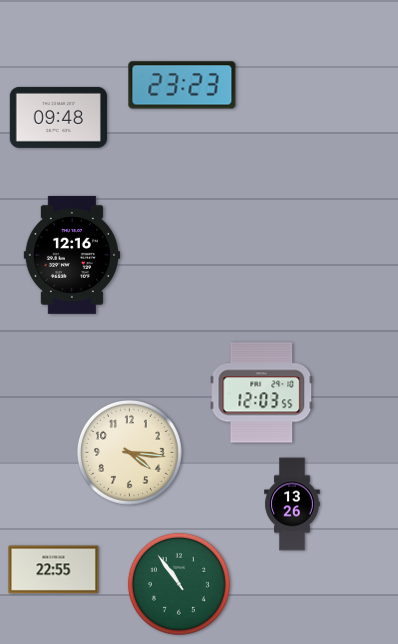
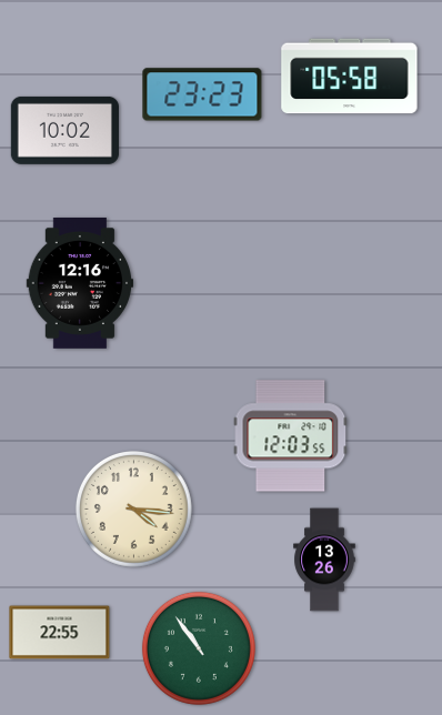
clock at (350, 77): none -> 05:58
clock at (58, 117): 09:48 -> 10:02
clock at (129, 452) position: (129, 452) -> (133, 508)
